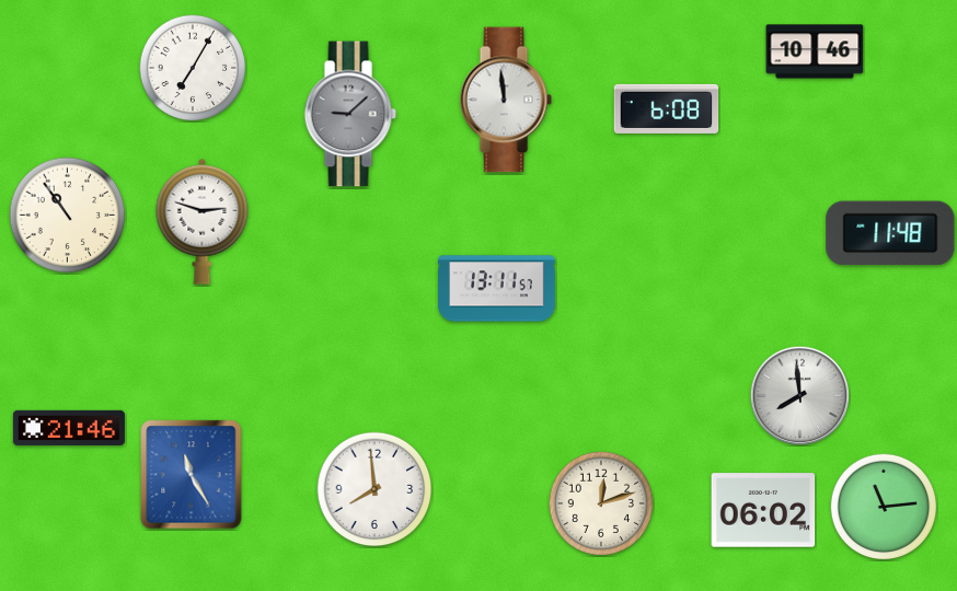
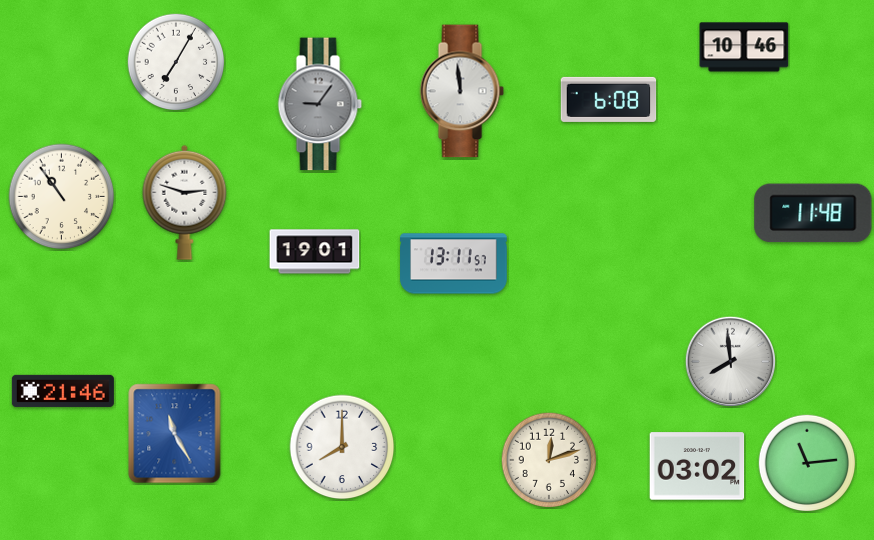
clock at (350, 114): 9:08 -> 9:06
clock at (315, 252): none -> 19:01
clock at (374, 489): 7:59 -> 8:00
clock at (763, 510): 06:02 -> 03:02
